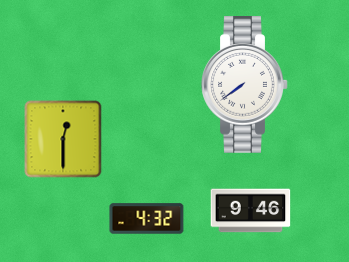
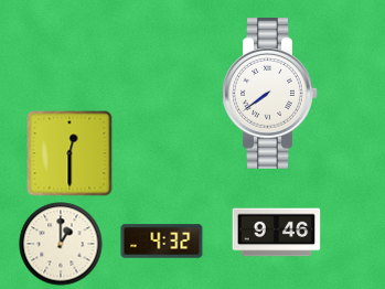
clock at (61, 244): none -> 1:00
